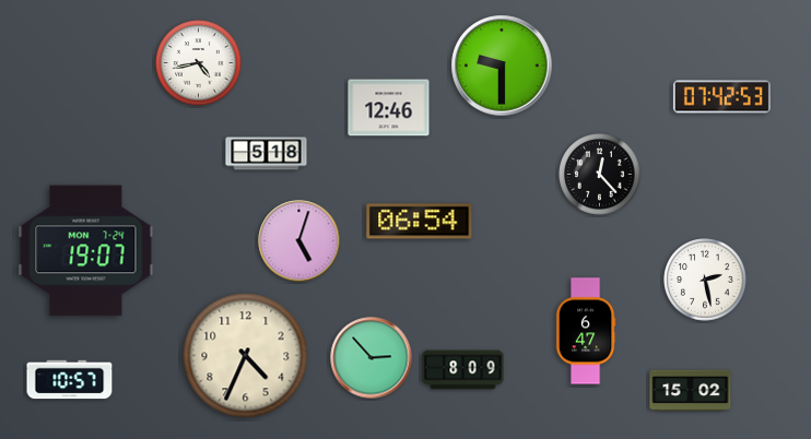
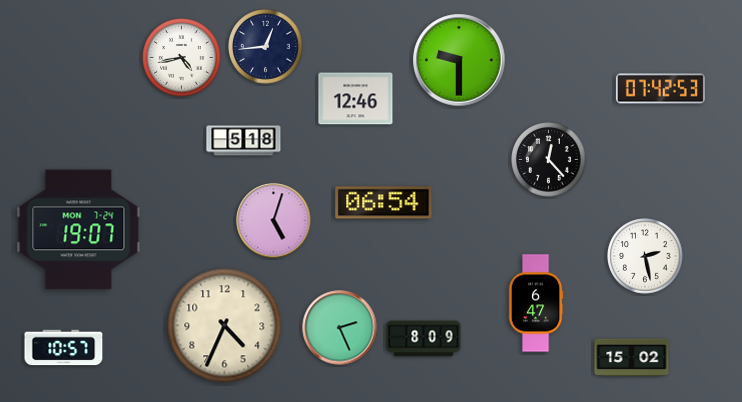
clock at (266, 47): none -> 12:44
clock at (372, 358): 2:53 -> 2:26
